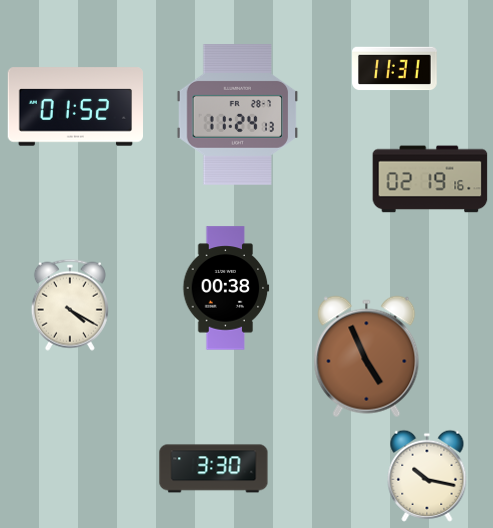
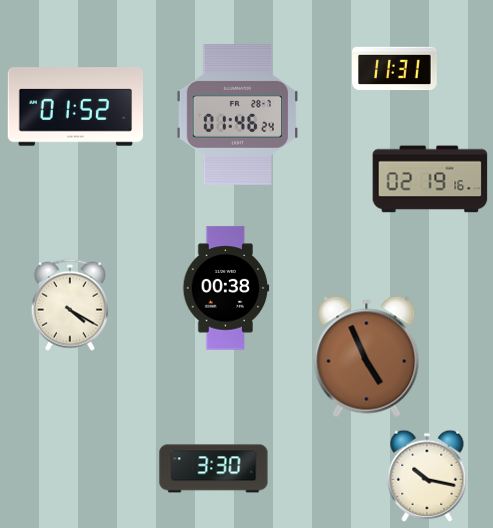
clock at (238, 115): 11:24 -> 01:46
